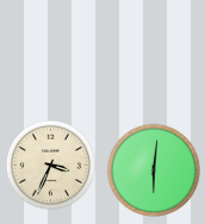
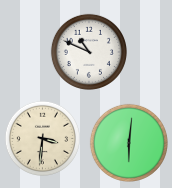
clock at (89, 52): none -> 10:49
clock at (50, 164): 3:34 -> 3:31
